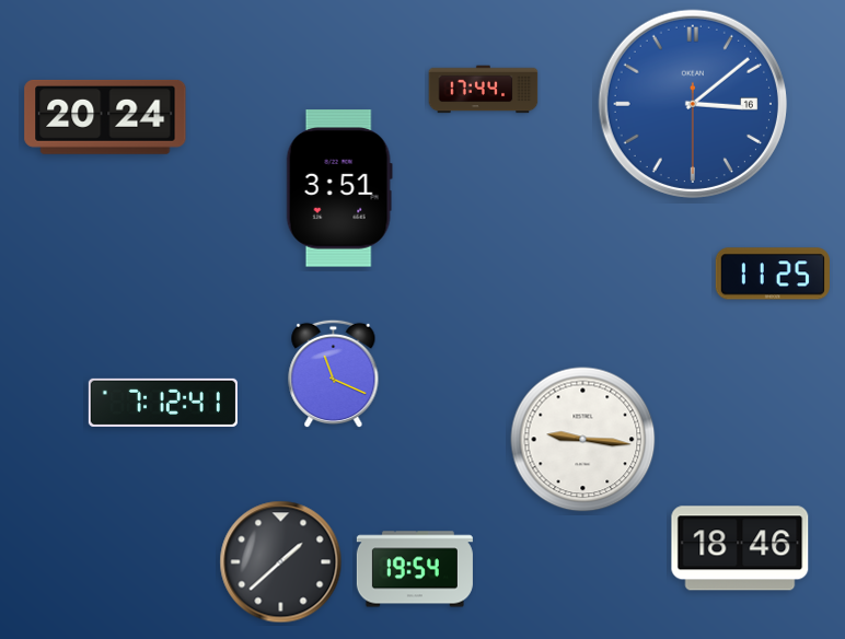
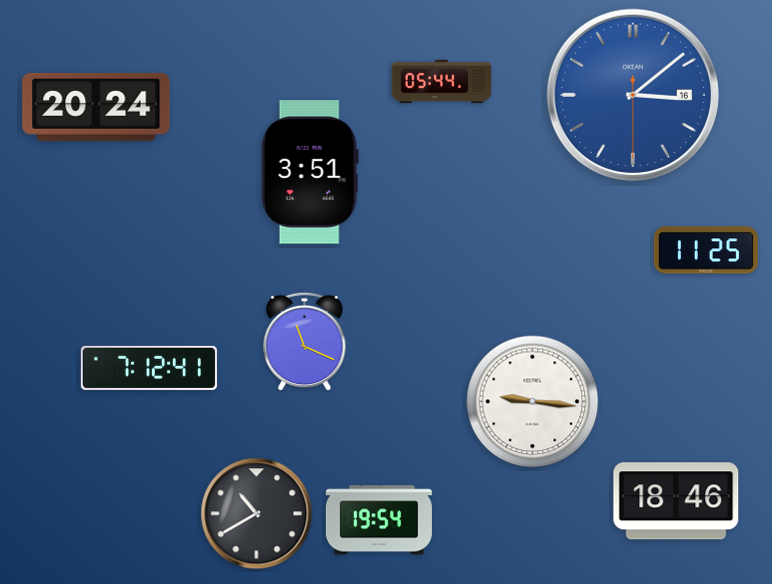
clock at (484, 90): 17:44 -> 05:44
clock at (281, 562): 1:38 -> 10:40
